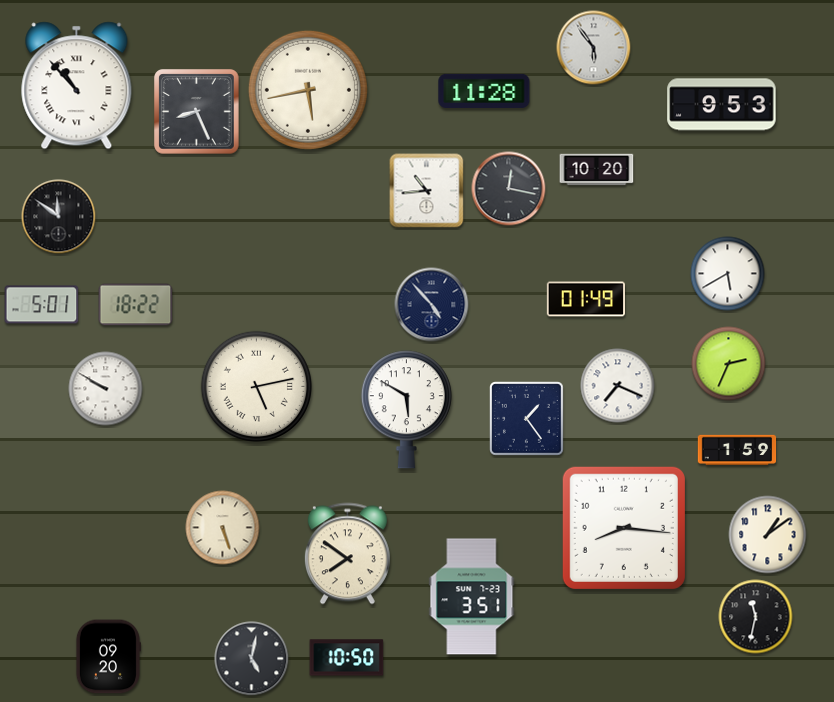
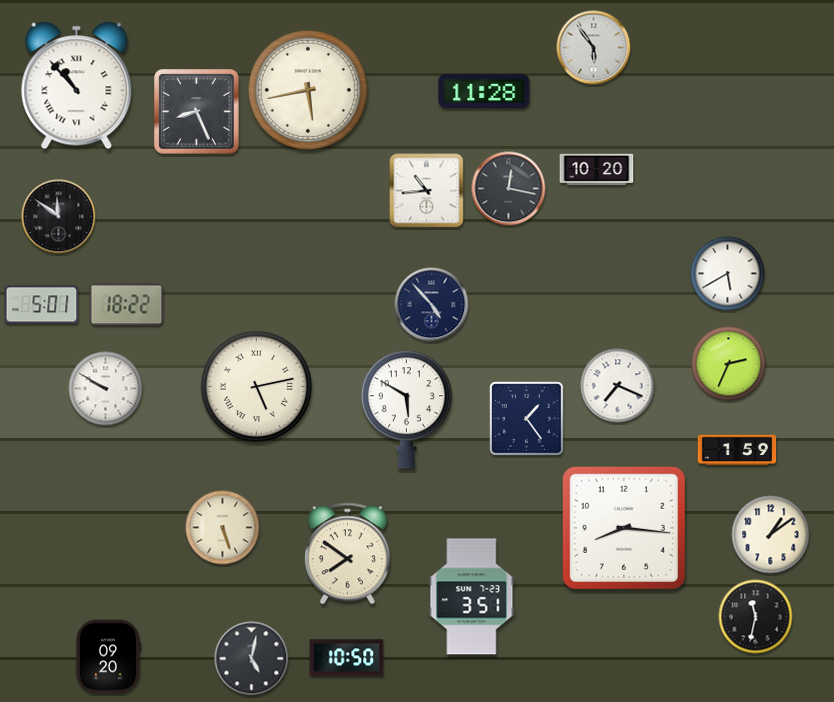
clock at (722, 105): 9:53 -> none
clock at (585, 299): 01:49 -> none
clock at (136, 305) position: (136, 305) -> (127, 305)
clock at (768, 535) position: (768, 535) -> (771, 535)
